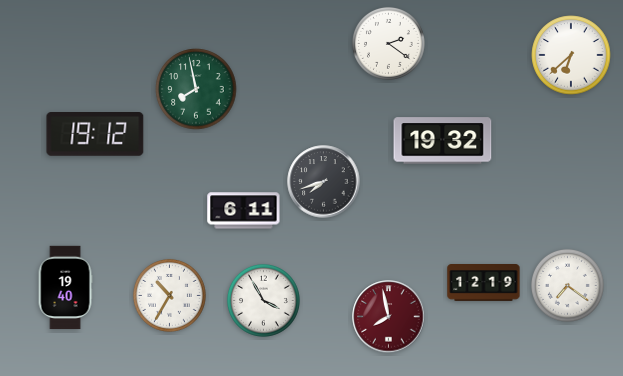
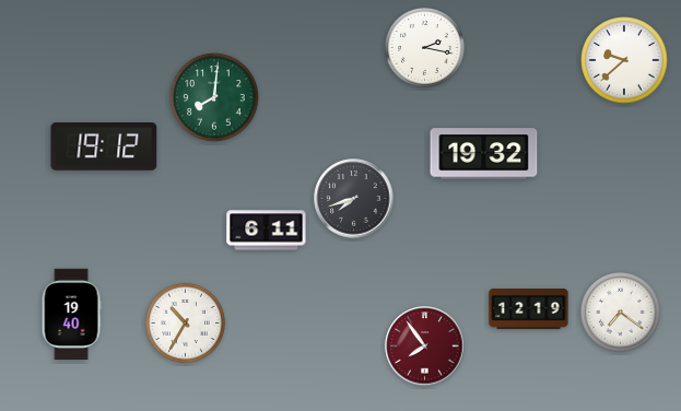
clock at (388, 43): 2:21 -> 2:17
clock at (571, 55): 6:38 -> 9:38
clock at (196, 89): 7:58 -> 8:01
clock at (263, 300): 3:55 -> none
clock at (389, 317): 7:58 -> 7:54
